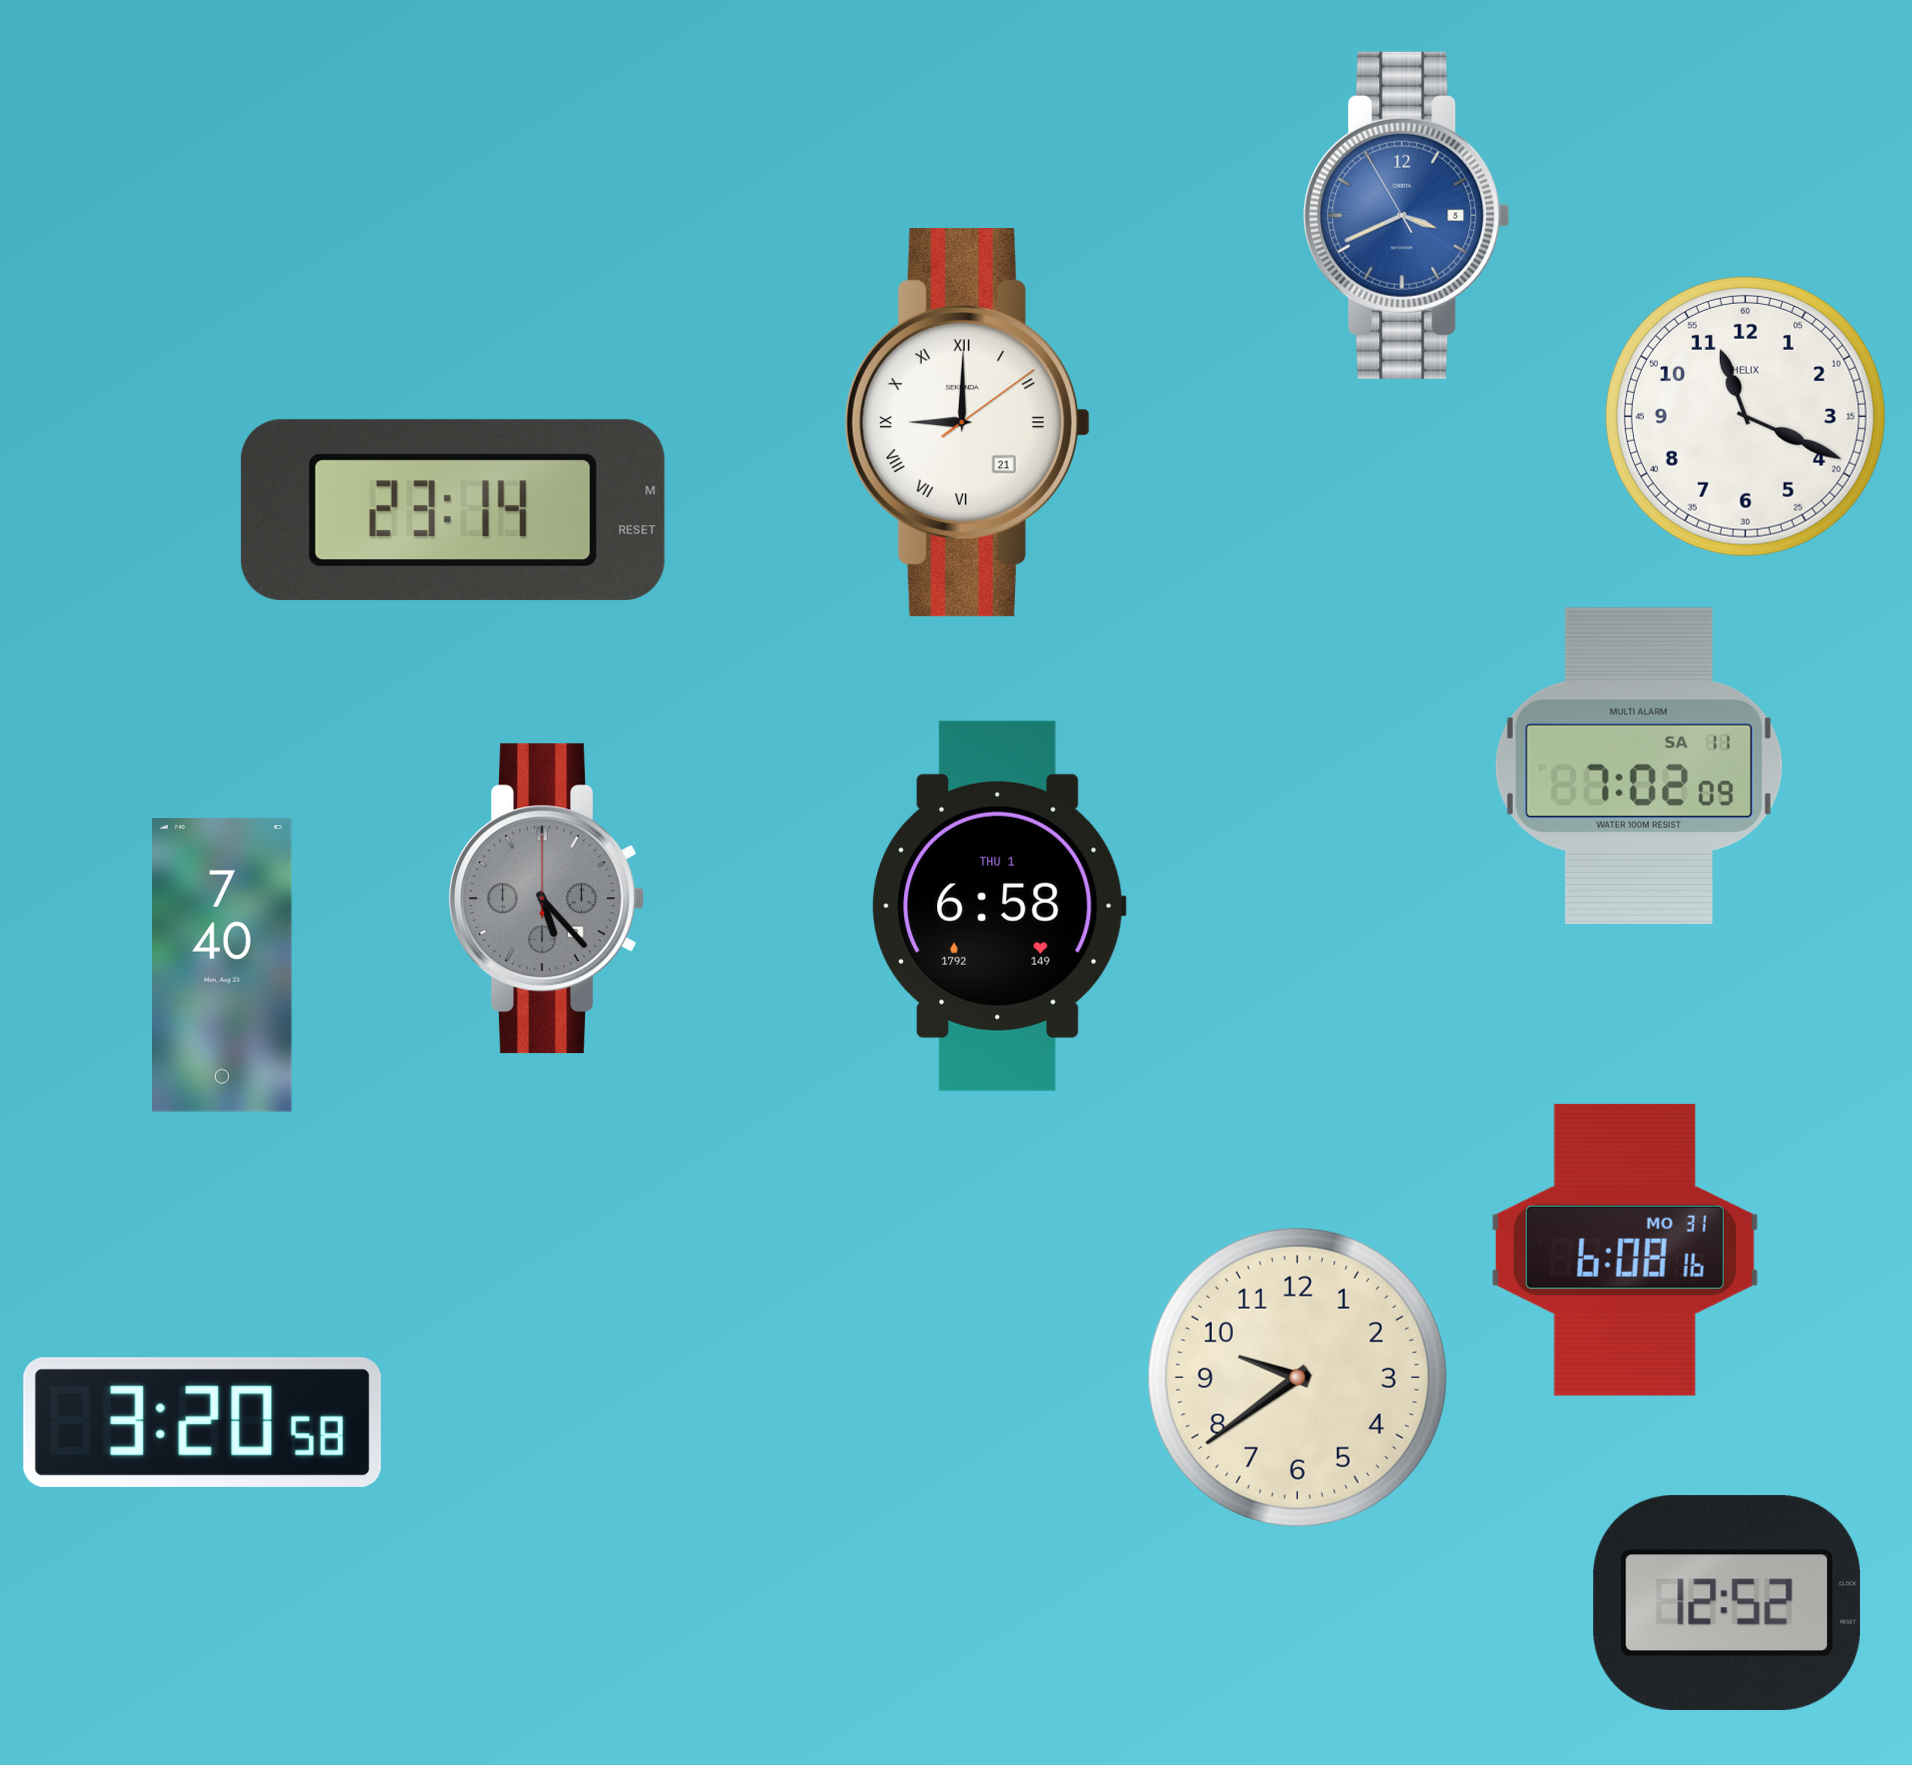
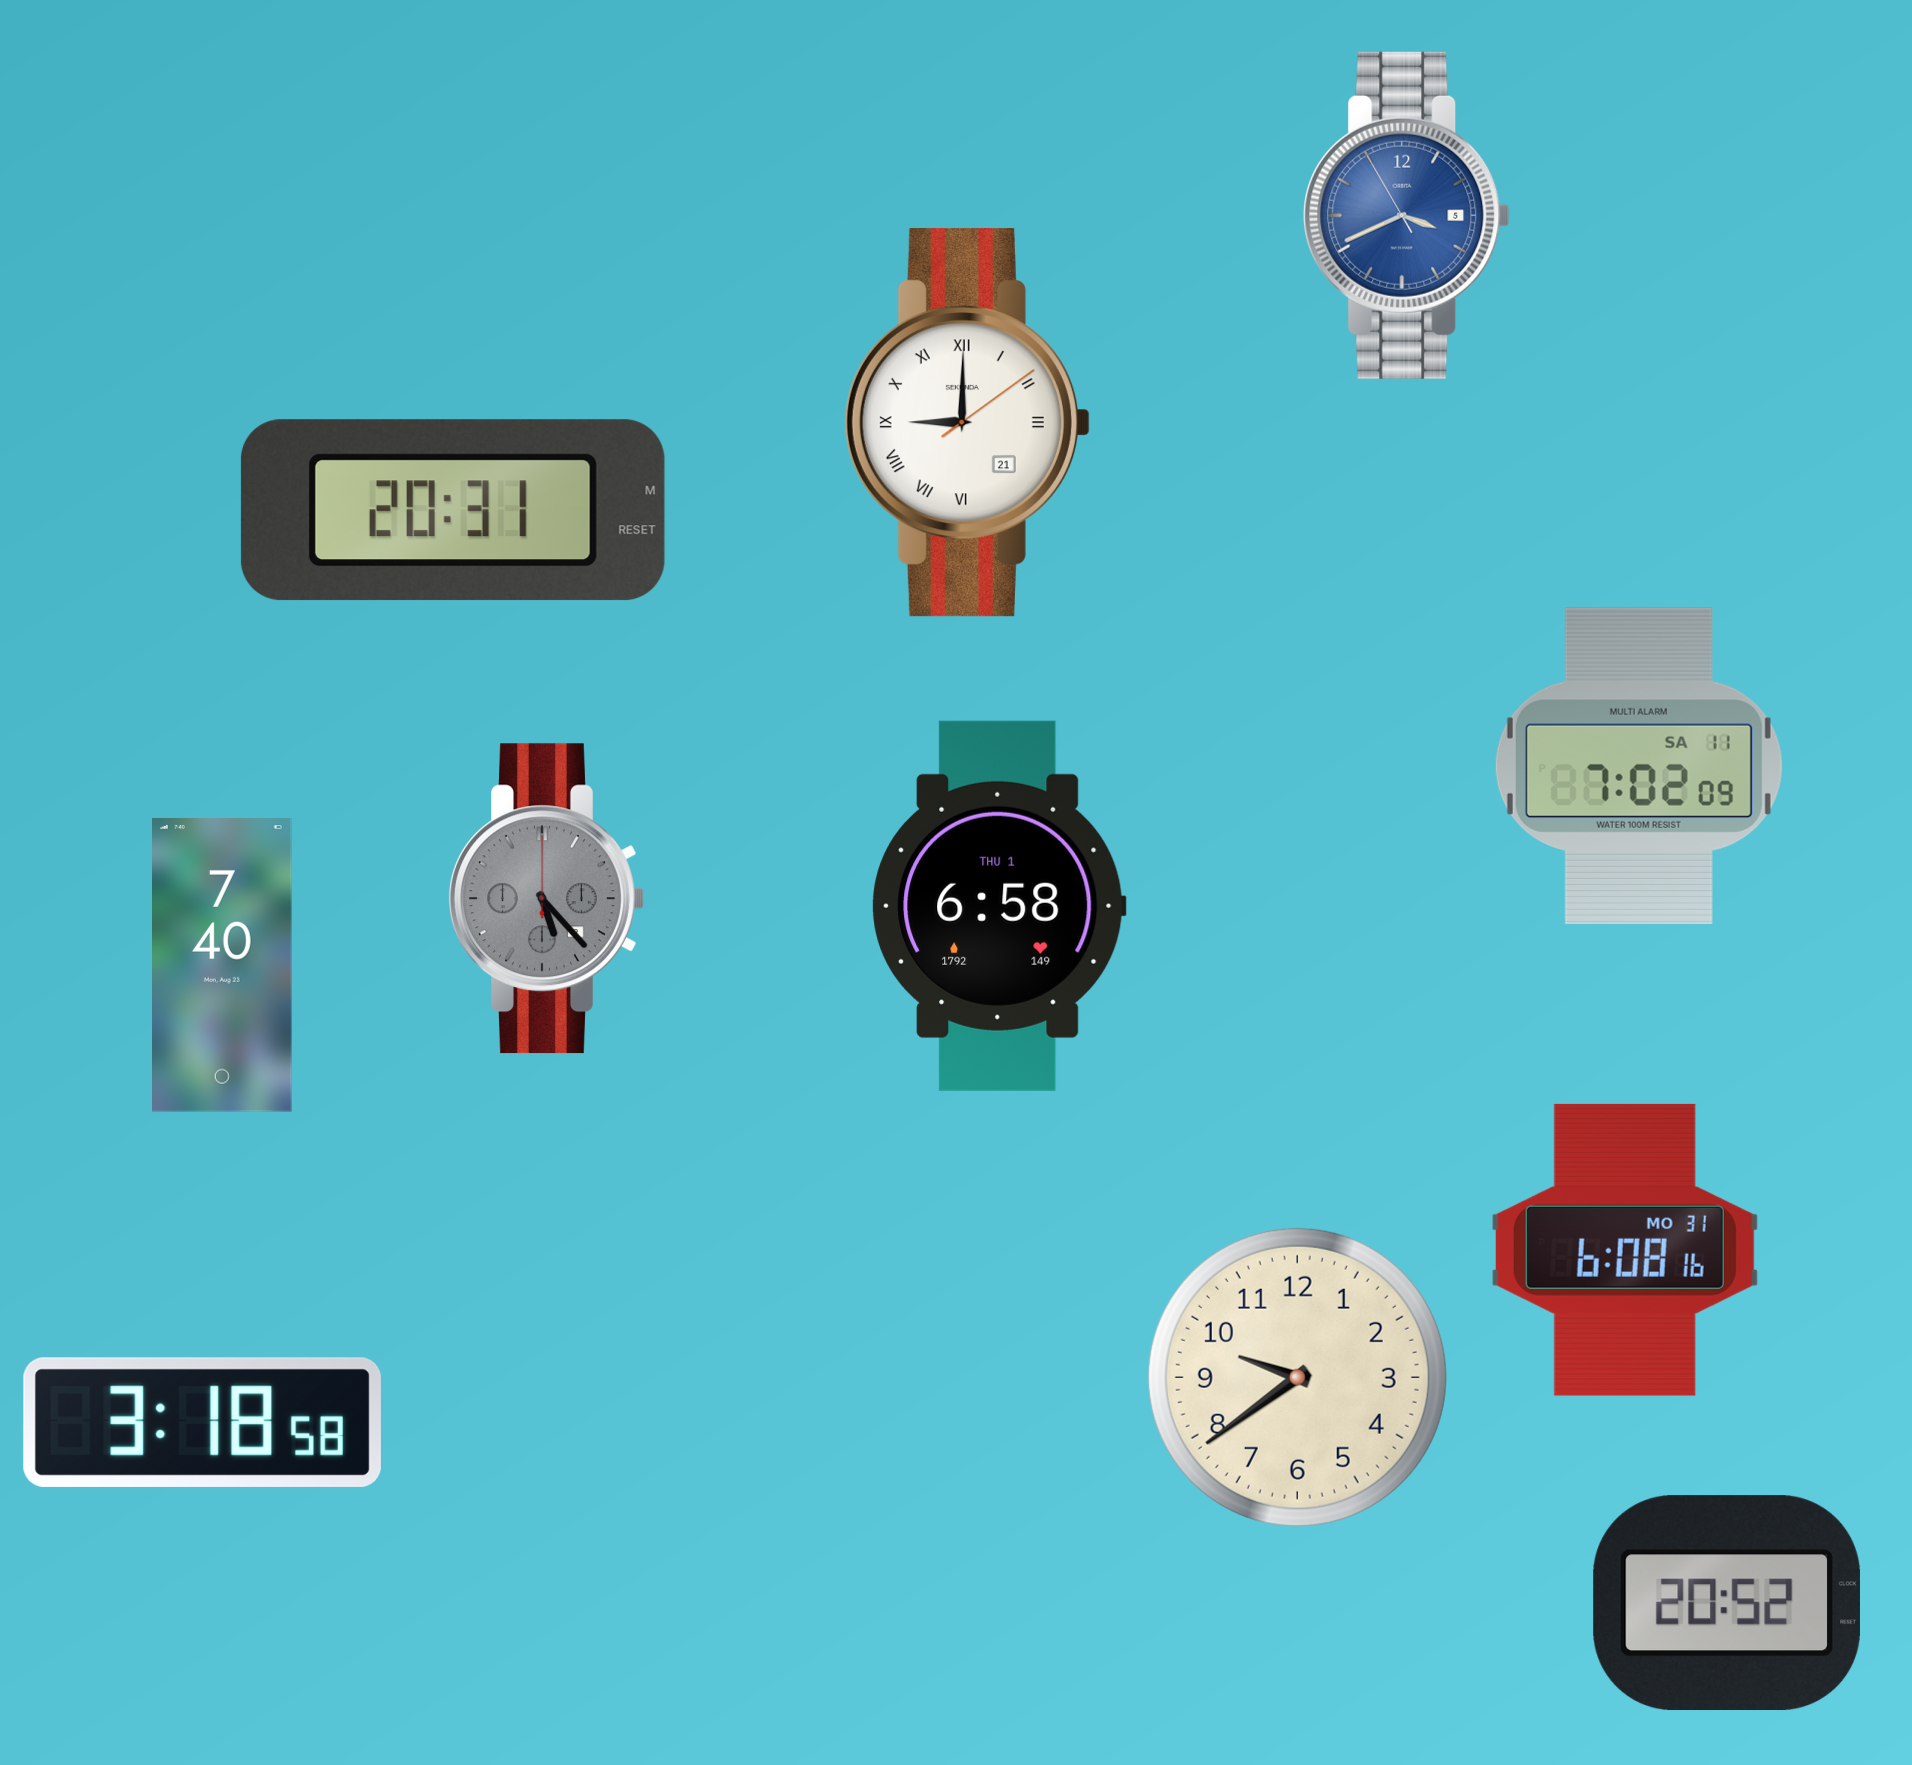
clock at (1745, 416): 11:19 -> none
clock at (453, 510): 23:14 -> 20:31
clock at (202, 1422): 3:20 -> 3:18
clock at (1727, 1603): 12:52 -> 20:52
